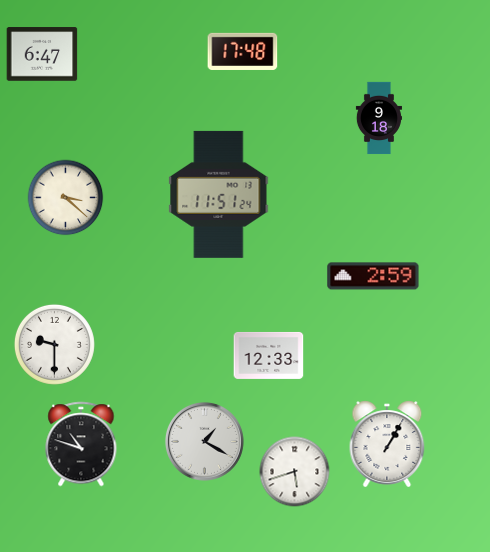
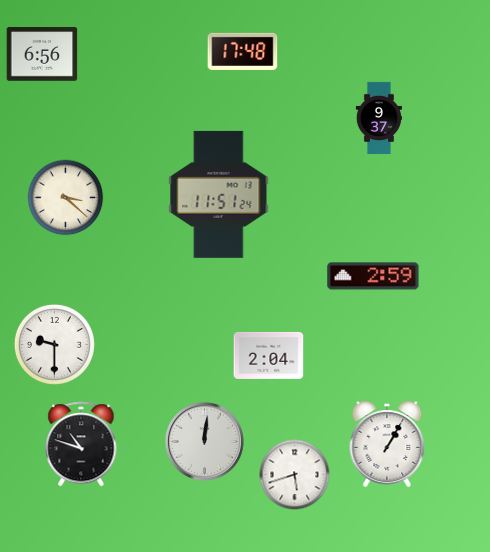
clock at (42, 54): 6:47 -> 6:56
clock at (378, 118): 9:18 -> 9:37
clock at (269, 355): 12:33 -> 2:04
clock at (204, 441): 1:20 -> 12:01
clock at (295, 472) position: (295, 472) -> (295, 475)
